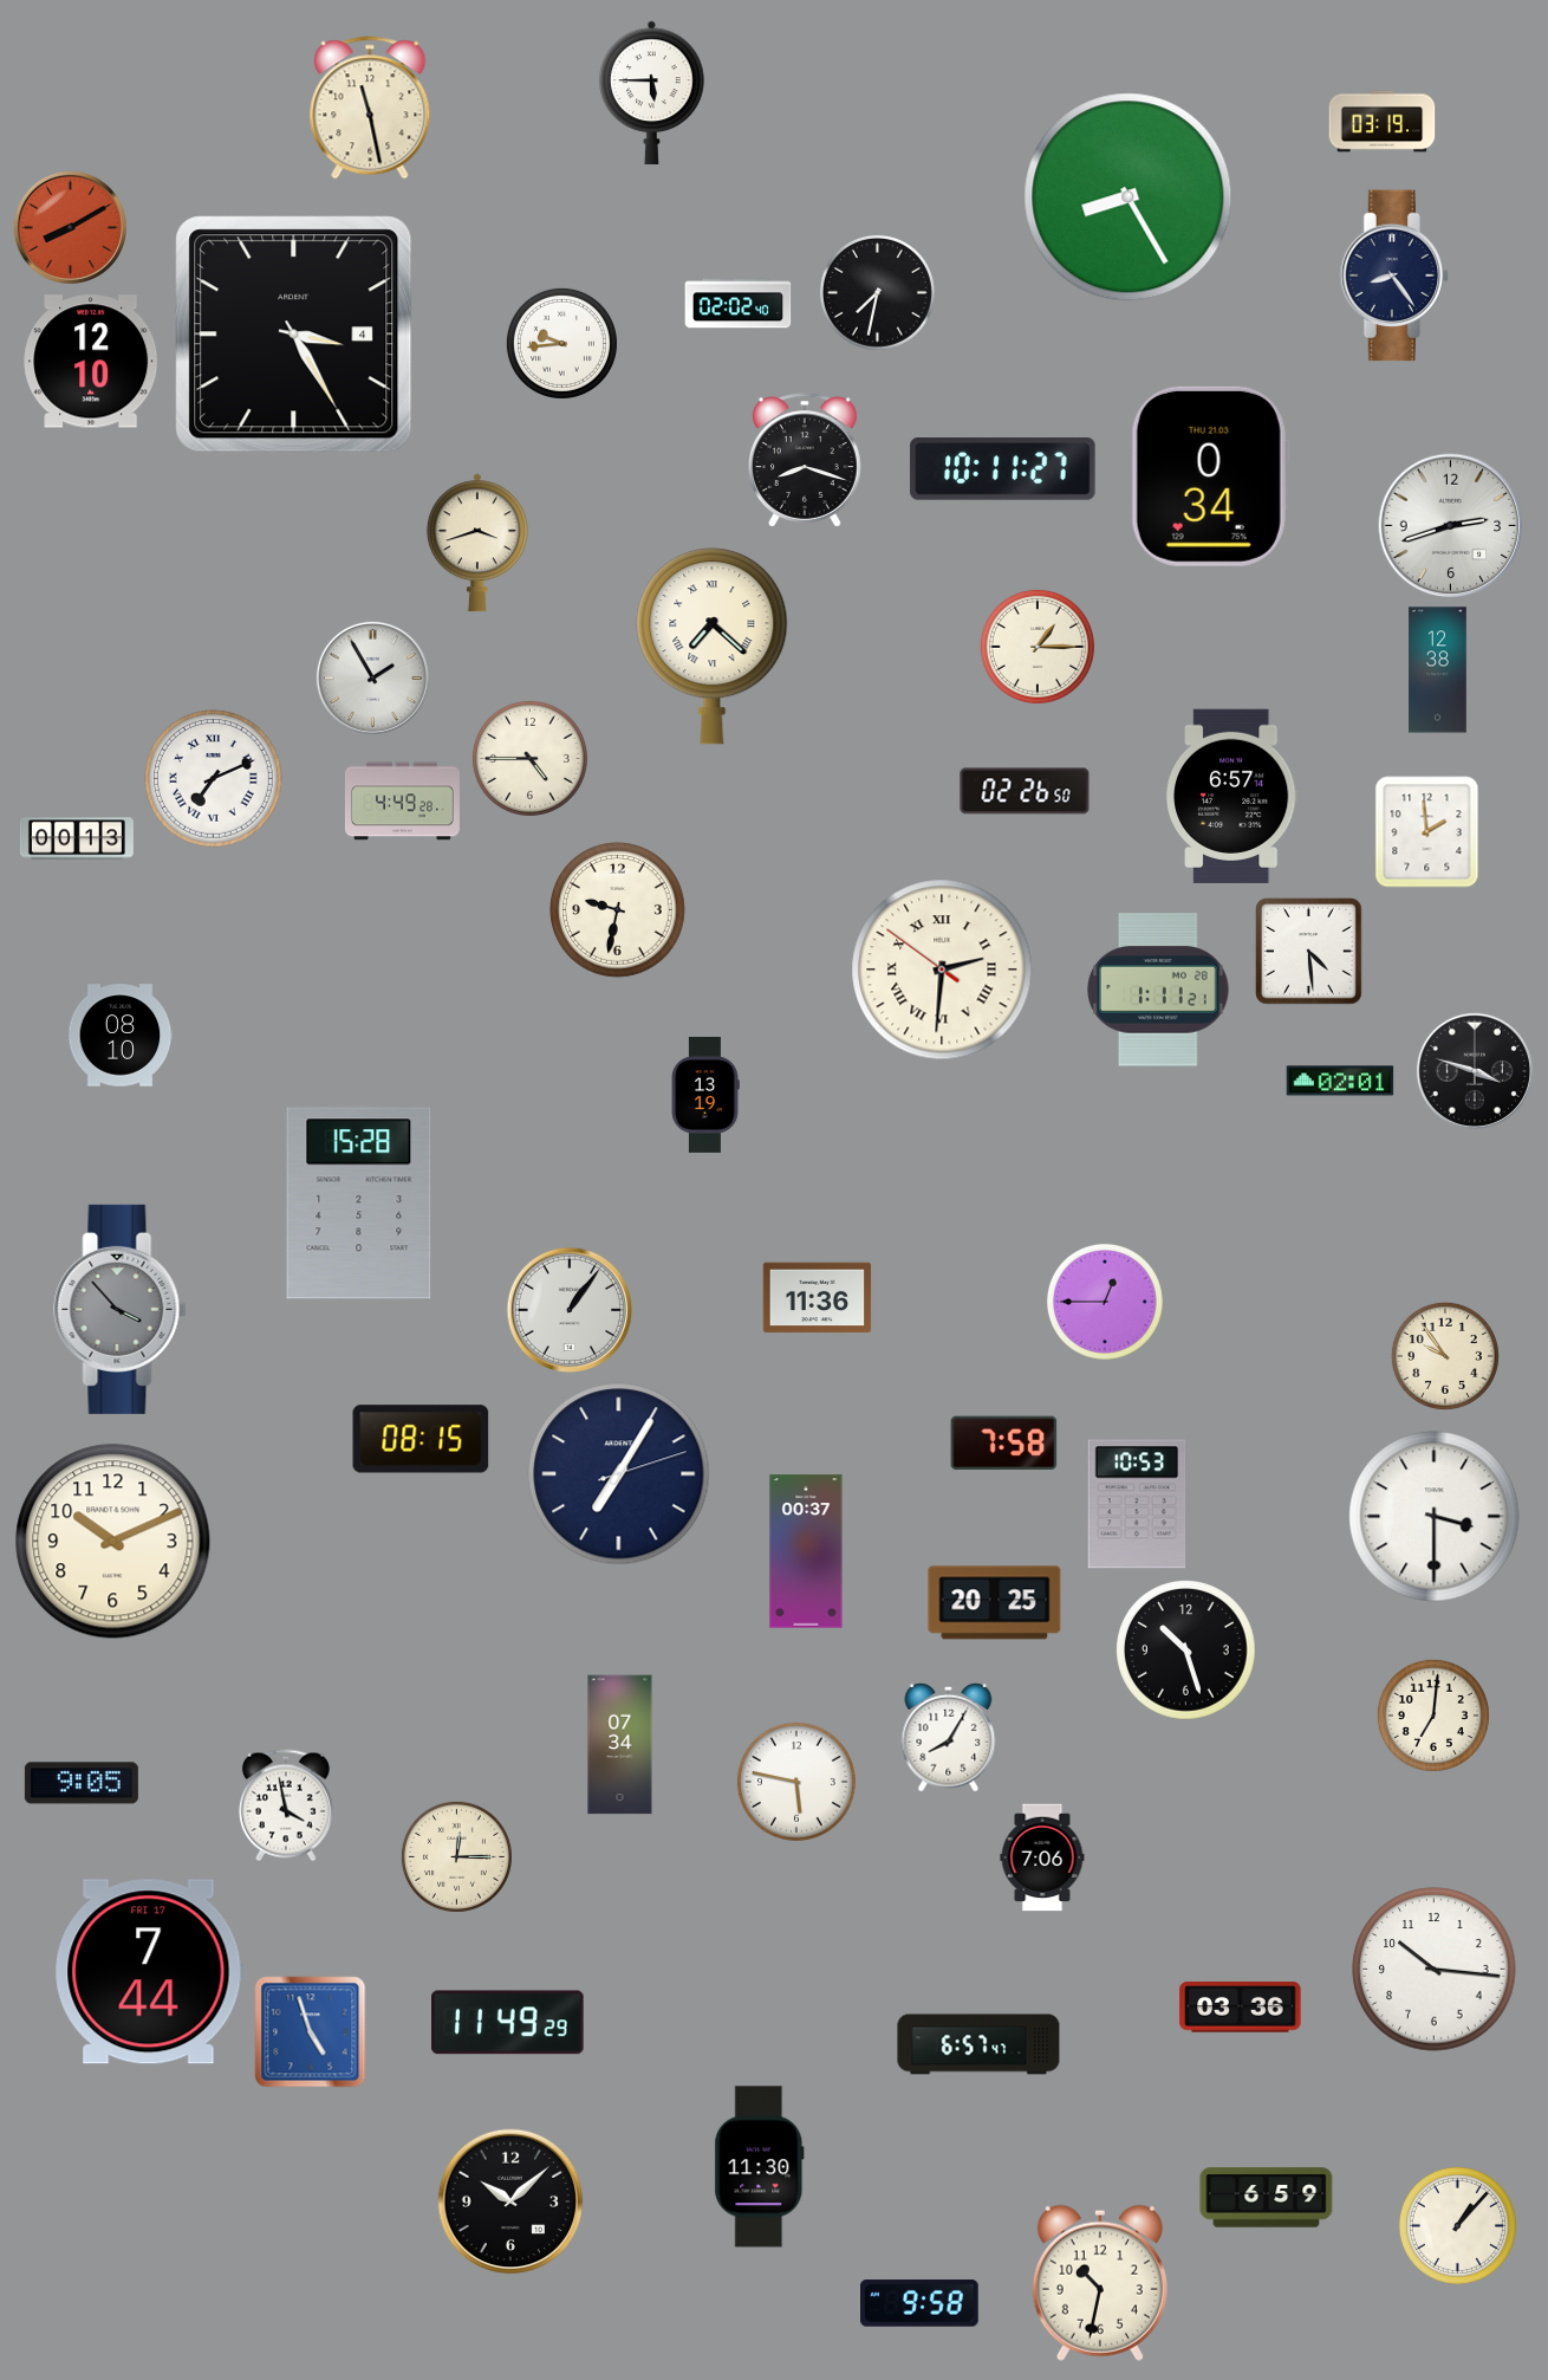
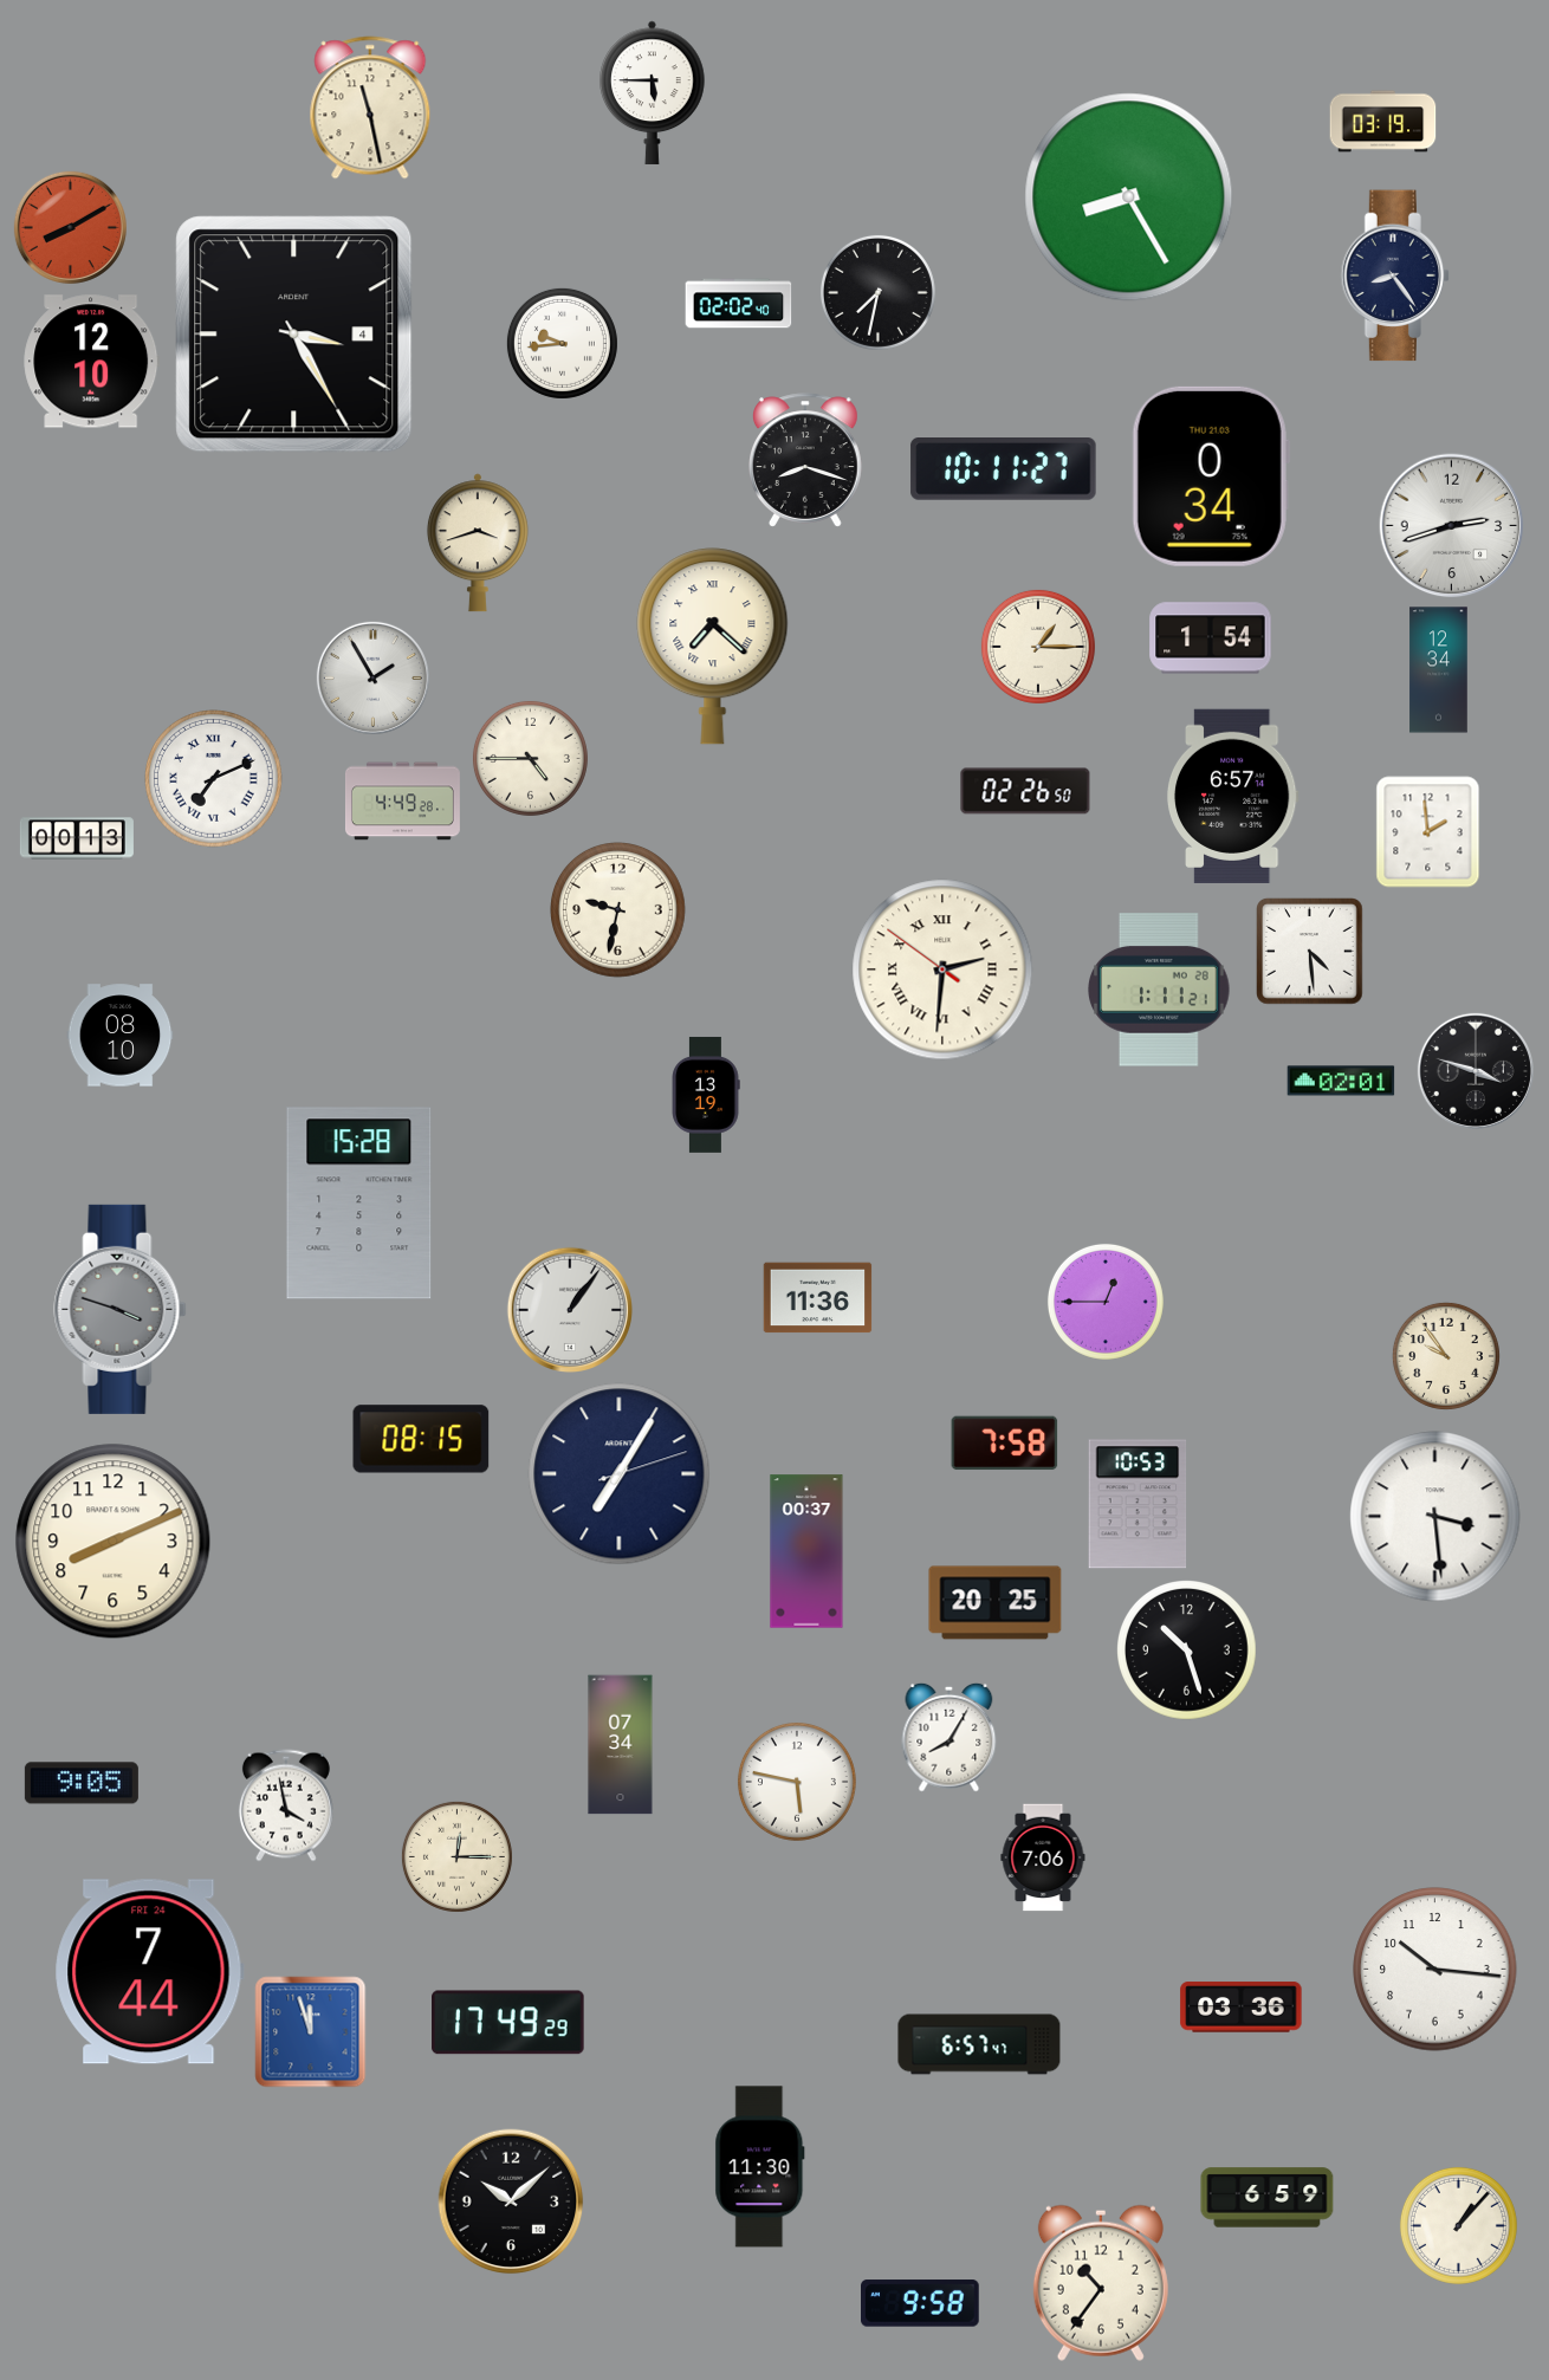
clock at (1211, 638): none -> 1:54
clock at (1438, 670): 12:38 -> 12:34
clock at (121, 1309): 3:53 -> 3:48
clock at (1435, 1517): 3:30 -> 3:29
clock at (113, 1542): 10:11 -> 8:11
clock at (1433, 1716): 7:01 -> none
clock at (149, 1972) date: FRI 17 -> FRI 24
clock at (508, 2023): 11:49 -> 17:49
clock at (311, 2032): 4:57 -> 11:57
clock at (1100, 2283): 10:32 -> 10:36
